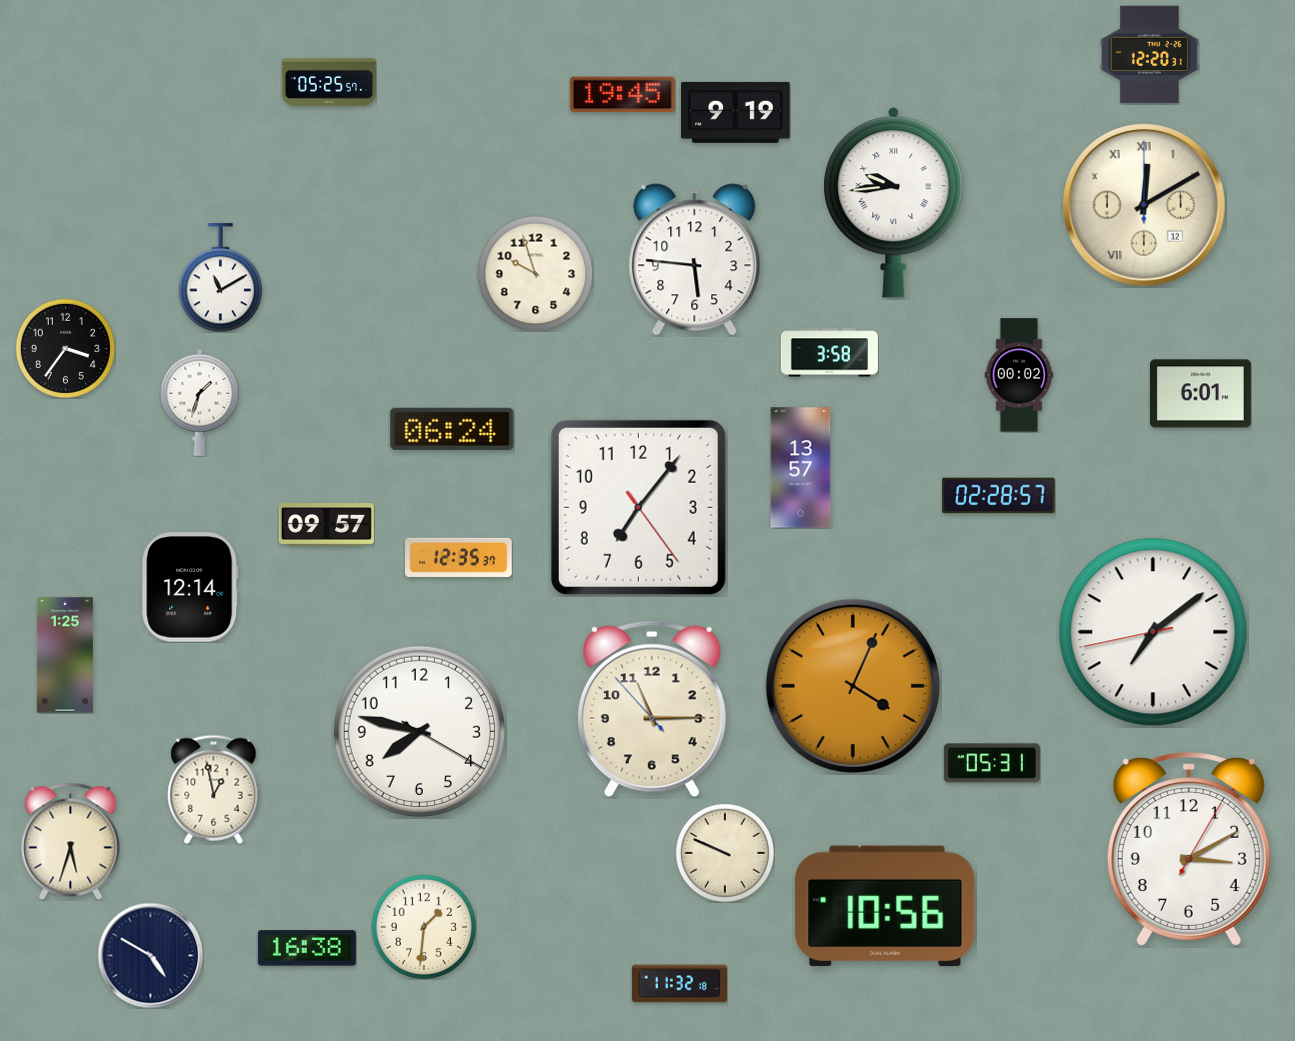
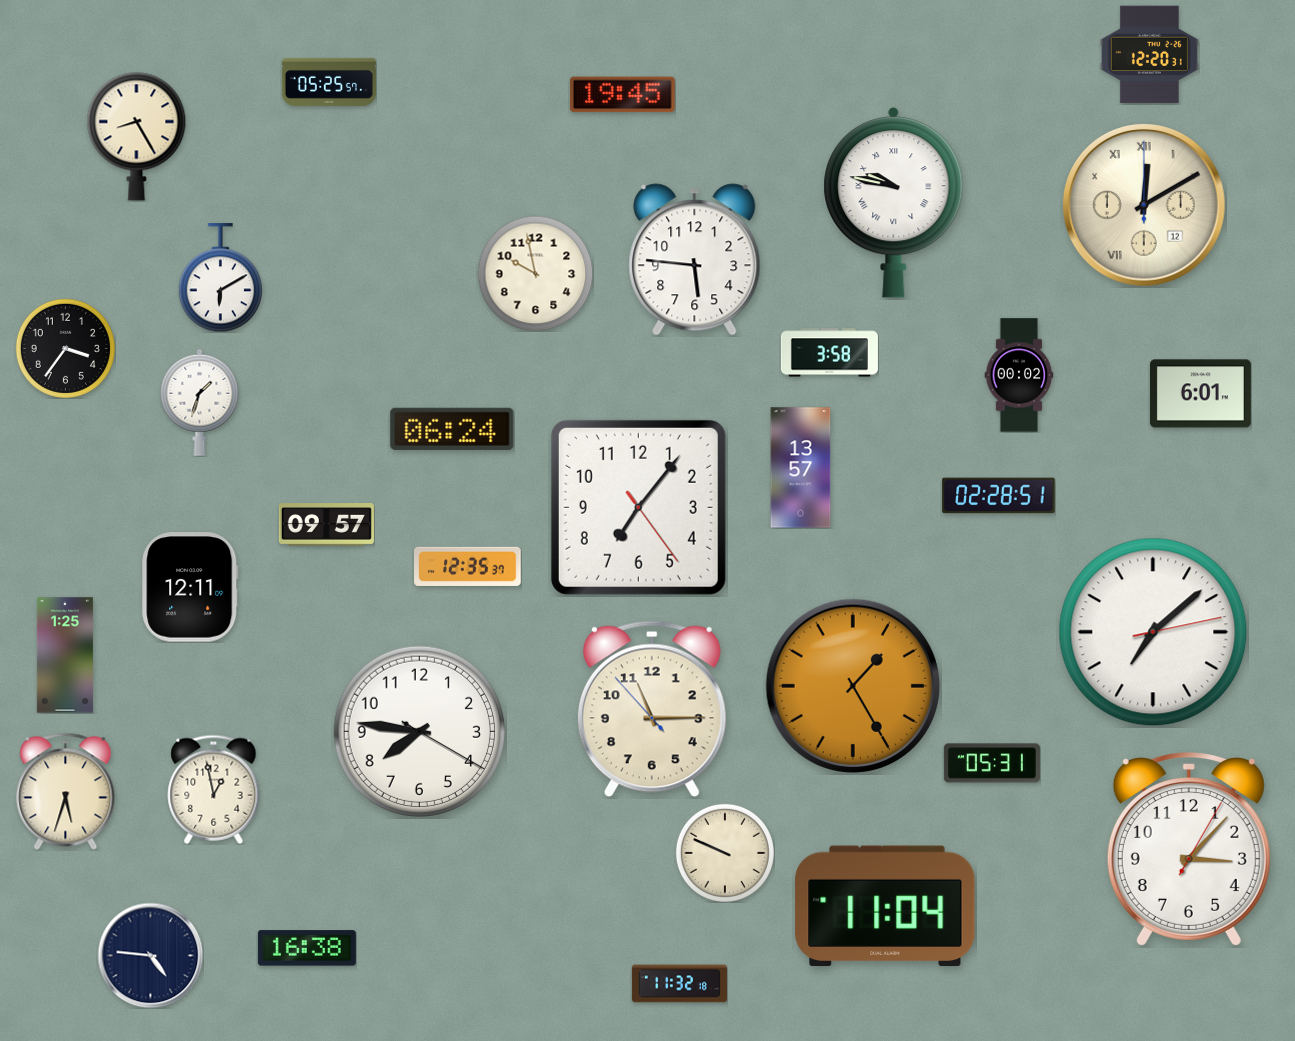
clock at (736, 112): 9:19 -> none
clock at (137, 136): none -> 8:25
clock at (894, 203): 9:44 -> 9:47
clock at (535, 273): 9:57 -> 9:58
clock at (221, 278): 11:10 -> 6:10
clock at (999, 496): 02:28:57 -> 02:28:51
clock at (459, 557) position: (459, 557) -> (468, 566)
clock at (190, 587): 12:14 -> 12:11
clock at (1153, 632): 7:08:43 -> 7:08:13
clock at (853, 686): 4:04 -> 1:25
clock at (419, 731): 7:47 -> 7:46
clock at (71, 841) position: (71, 841) -> (66, 791)
clock at (1189, 849): 3:10 -> 3:07
clock at (885, 906): 10:56 -> 11:04
clock at (423, 926): 1:31 -> none
clock at (150, 955): 4:50 -> 4:46
